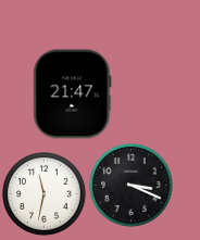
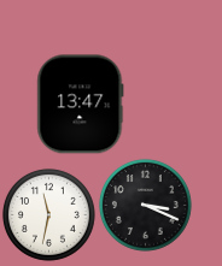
clock at (73, 94): 21:47 -> 13:47
